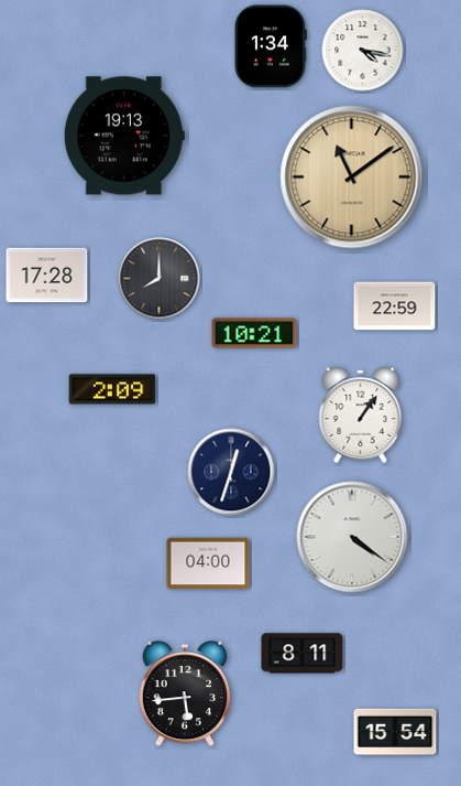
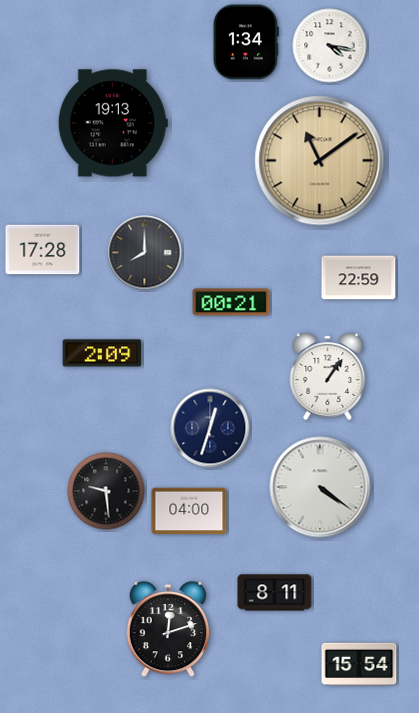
clock at (254, 333): 10:21 -> 00:21
clock at (106, 491): none -> 9:29
clock at (185, 693): 5:44 -> 12:12
